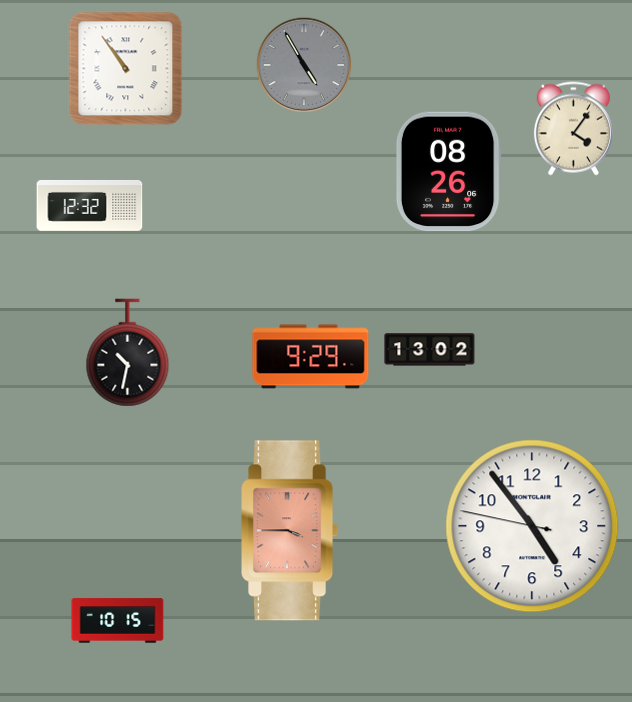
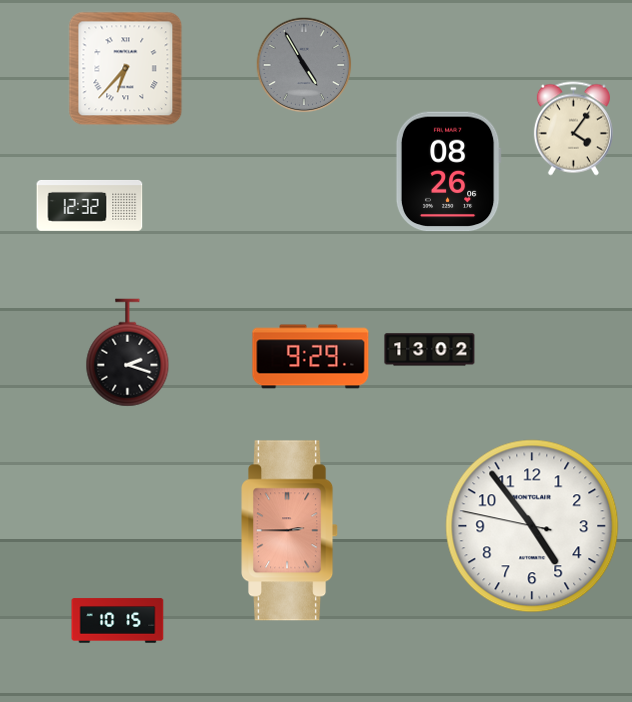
clock at (126, 69): 10:54 -> 6:37
clock at (128, 353): 10:32 -> 2:18
clock at (290, 531): 3:45 -> 2:45
